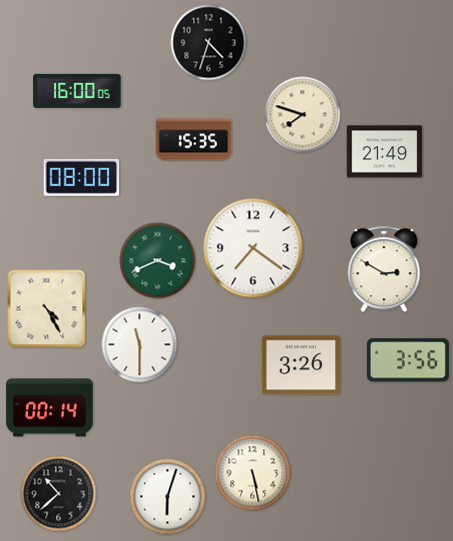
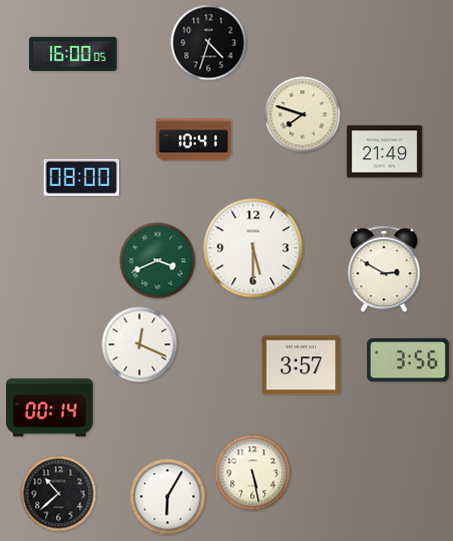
clock at (77, 91) position: (77, 91) -> (73, 54)
clock at (194, 140): 15:35 -> 10:41
clock at (253, 248): 7:21 -> 5:30
clock at (47, 309): 4:25 -> none
clock at (140, 345): 11:30 -> 12:19
clock at (300, 365): 3:26 -> 3:57
clock at (168, 497): 6:03 -> 6:05
